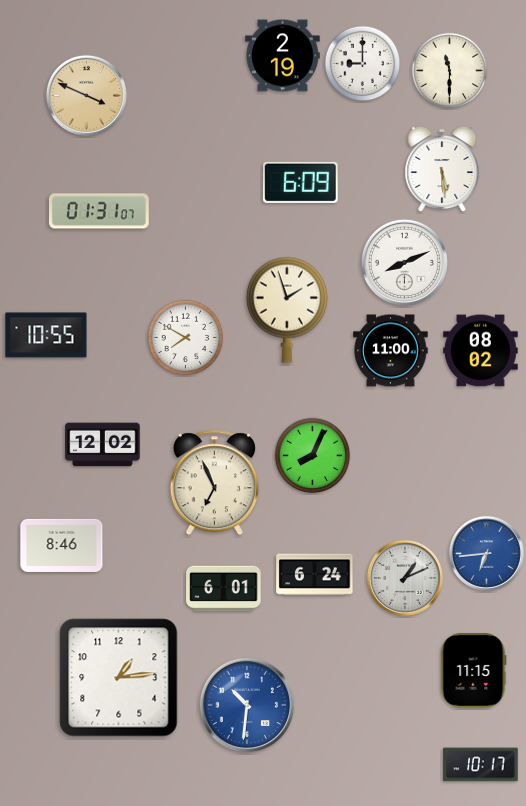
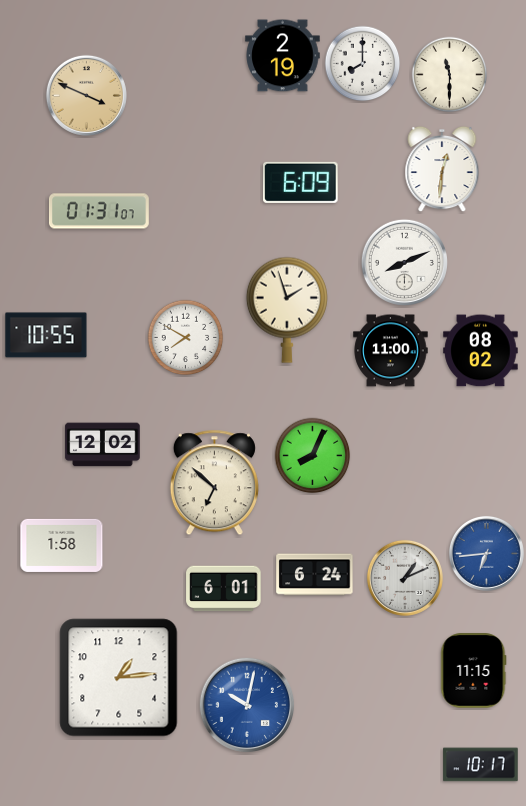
clock at (363, 64): 9:00 -> 8:00
clock at (450, 71) position: (450, 71) -> (450, 75)
clock at (442, 169): 5:29 -> 12:31
clock at (214, 483): 6:56 -> 6:52
clock at (62, 545): 8:46 -> 1:58
clock at (247, 705): 10:31 -> 10:02
